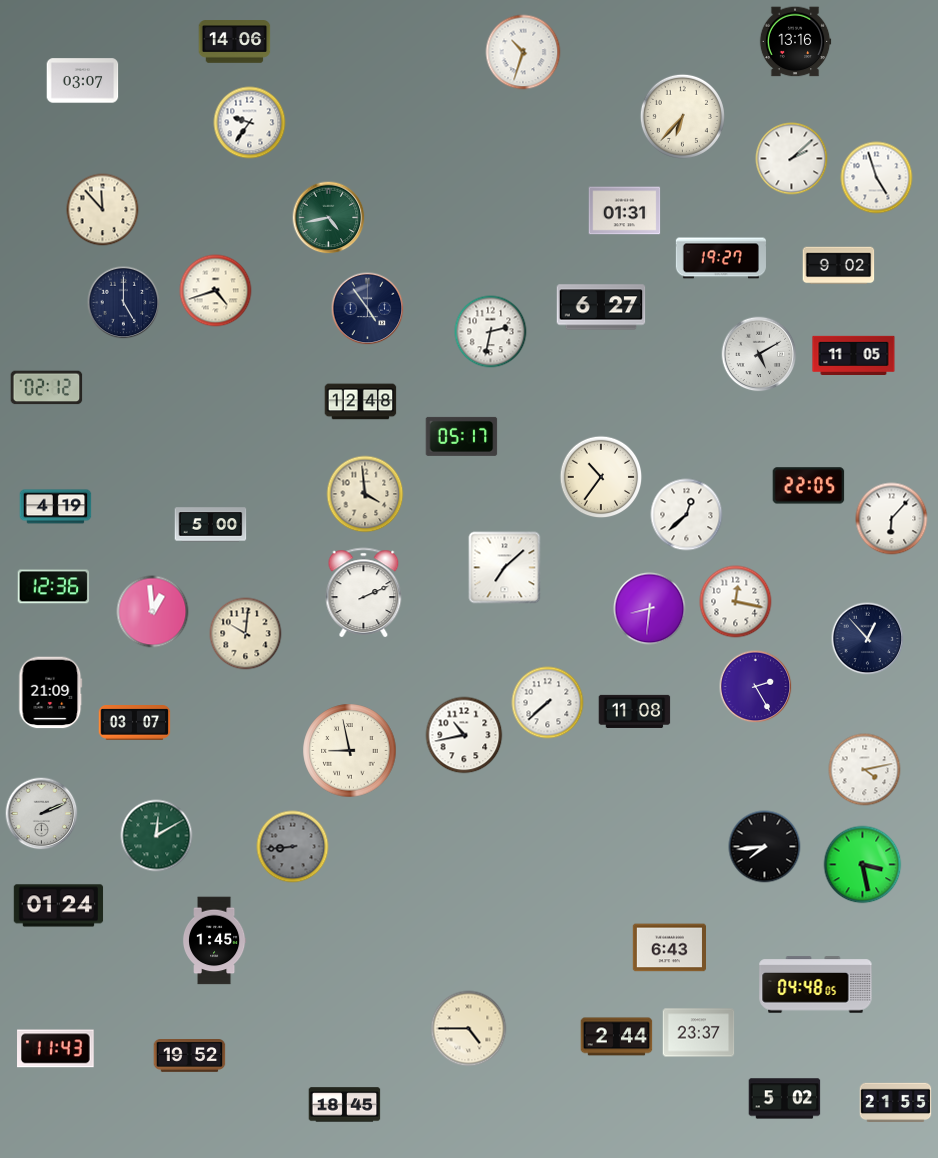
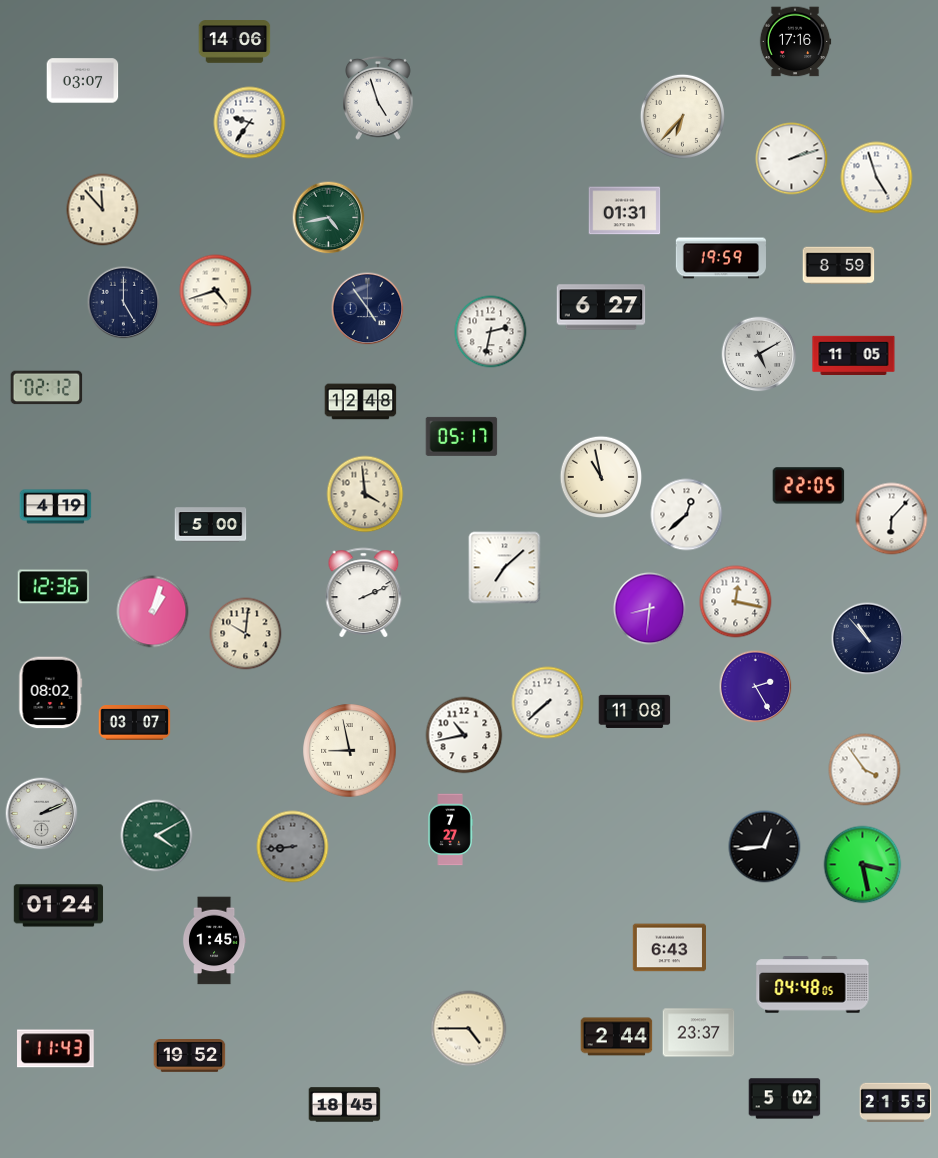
clock at (795, 42): 13:16 -> 17:16
clock at (523, 52): 10:33 -> none
clock at (379, 98): none -> 4:57
clock at (792, 159): 2:08 -> 2:12
clock at (721, 258): 19:27 -> 19:59
clock at (839, 266): 9:02 -> 8:59
clock at (601, 477): 10:36 -> 10:58
clock at (153, 612): 12:59 -> 1:03
clock at (868, 639): 12:53 -> 10:53
clock at (51, 693): 21:09 -> 08:02
clock at (865, 770): 4:13 -> 3:54
clock at (450, 830): none -> 7:27
clock at (157, 836): 12:10 -> 4:10
clock at (765, 847): 7:44 -> 12:44
clock at (816, 985) position: (816, 985) -> (813, 985)
